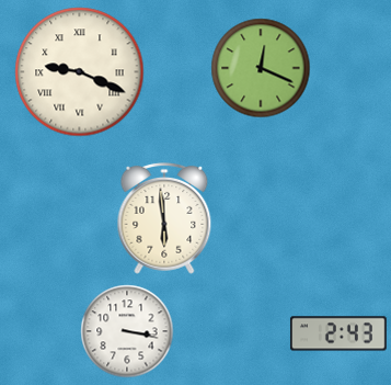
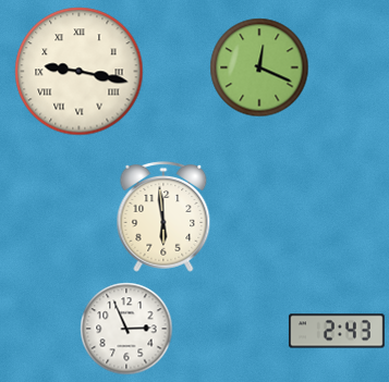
clock at (80, 72): 9:19 -> 9:17
clock at (127, 331): 3:17 -> 2:56
